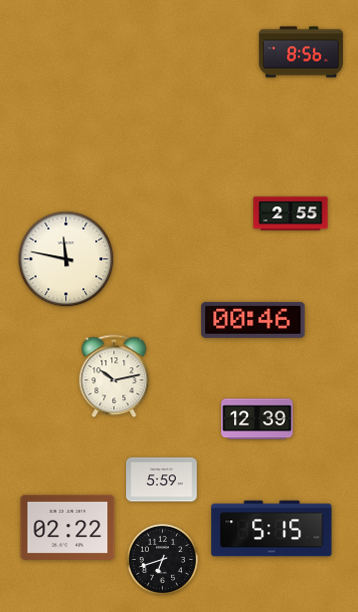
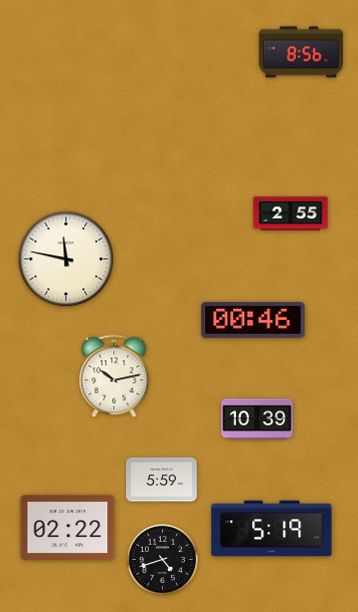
clock at (257, 419): 12:39 -> 10:39
clock at (272, 529): 5:15 -> 5:19
clock at (162, 559): 6:42 -> 4:42
